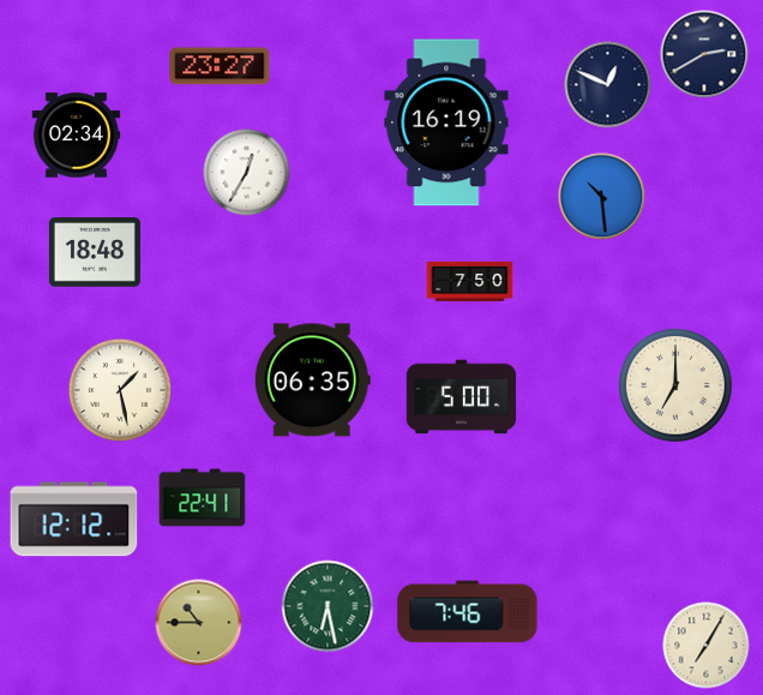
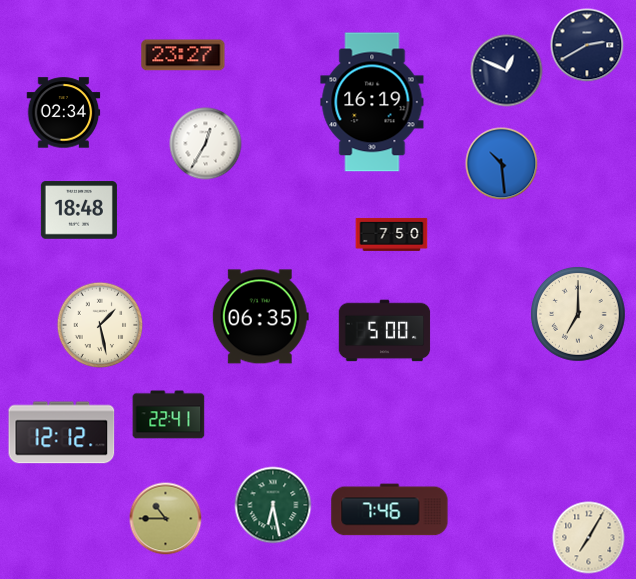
clock at (677, 387) position: (677, 387) -> (579, 315)
